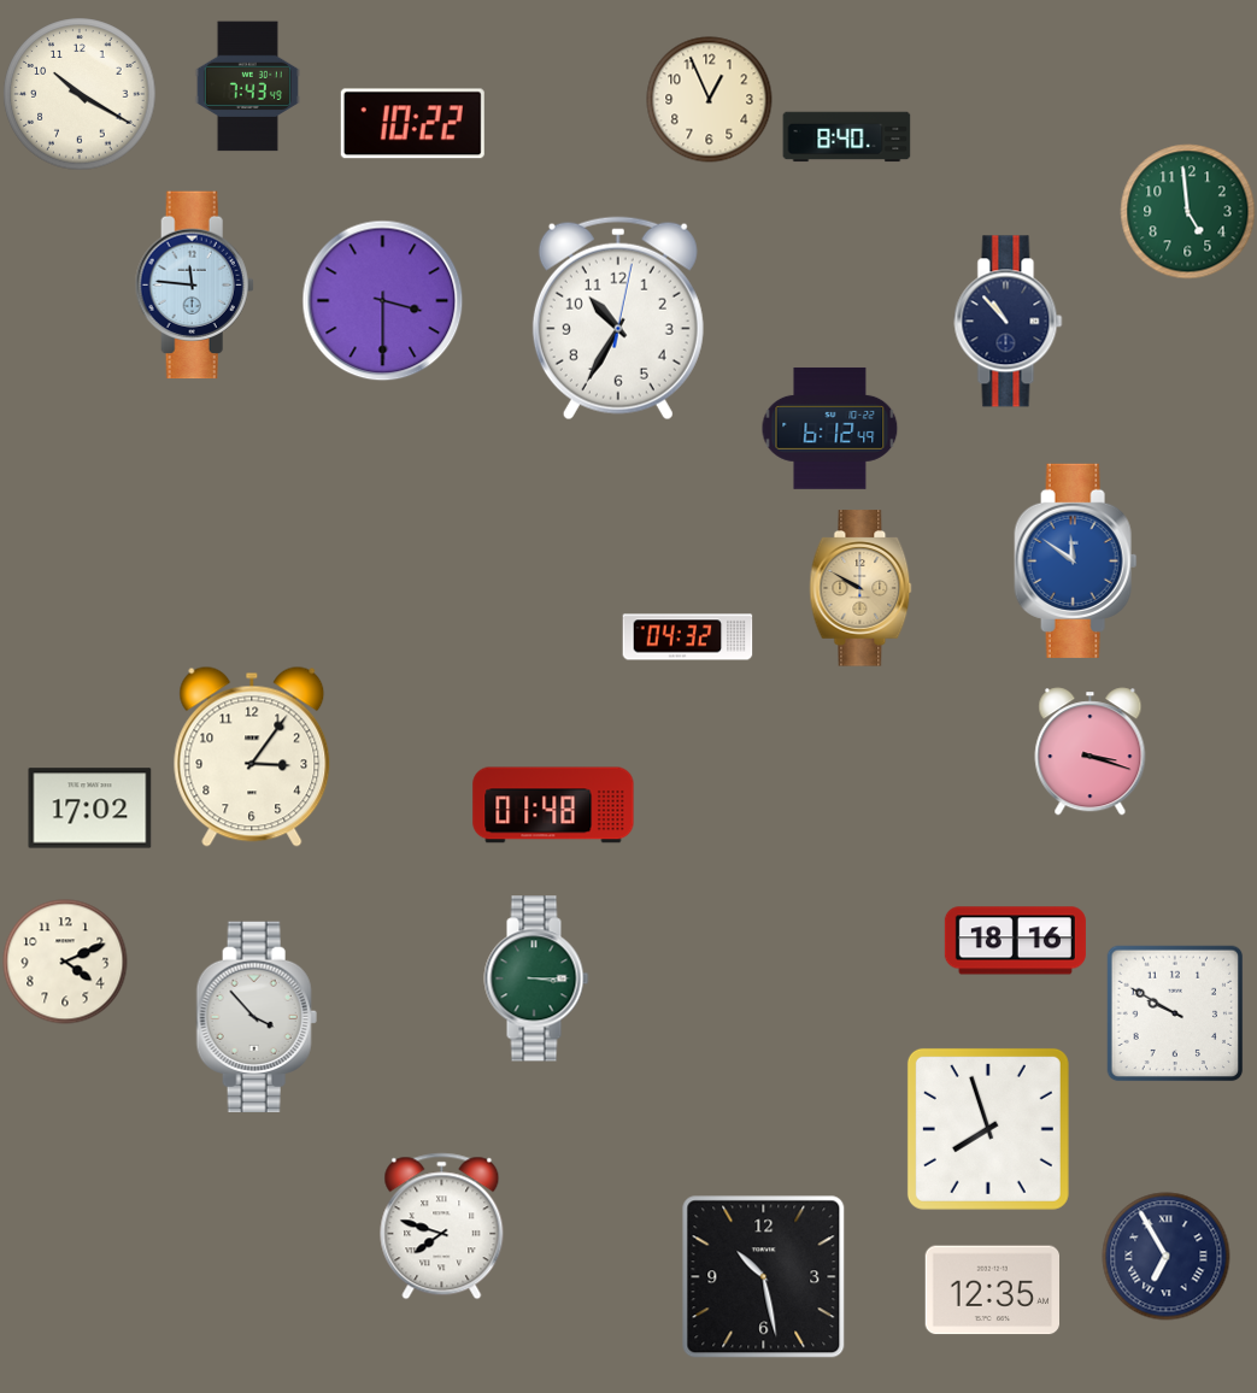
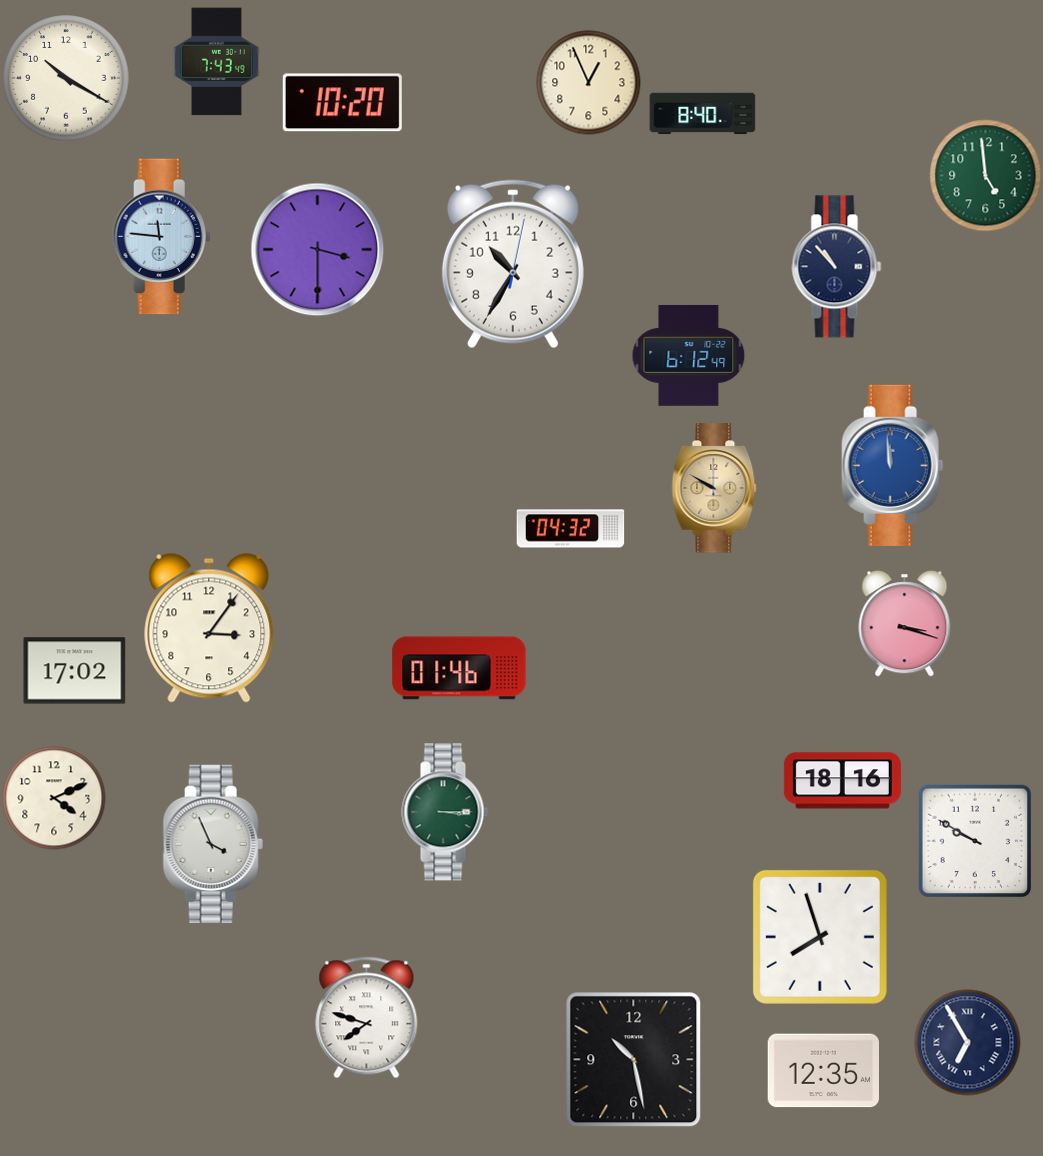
clock at (247, 87) position: (247, 87) -> (216, 62)
clock at (412, 124): 10:22 -> 10:20
clock at (1076, 560): 11:51 -> 11:59
clock at (553, 805): 01:48 -> 01:46
clock at (257, 1016): 3:53 -> 3:56
